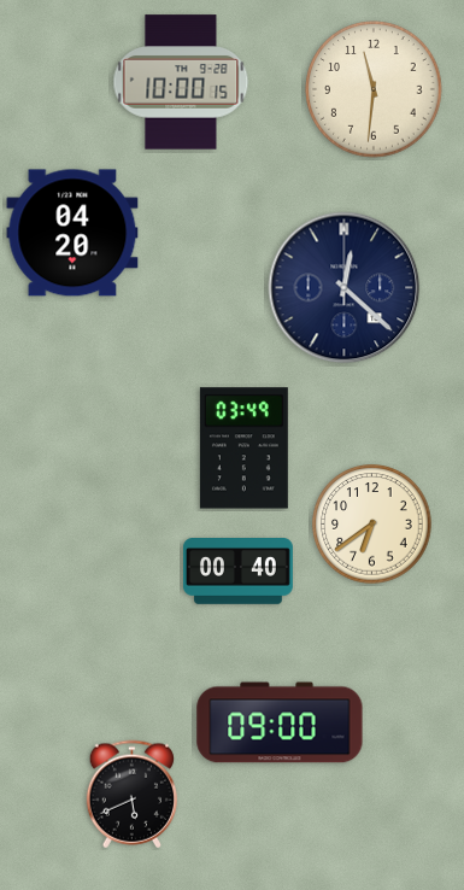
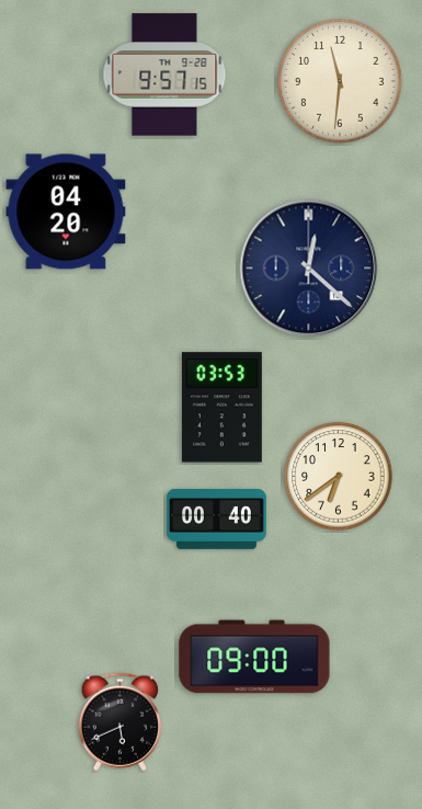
clock at (181, 82): 10:00 -> 9:57
clock at (345, 288) position: (345, 288) -> (309, 269)
clock at (243, 449): 03:49 -> 03:53
